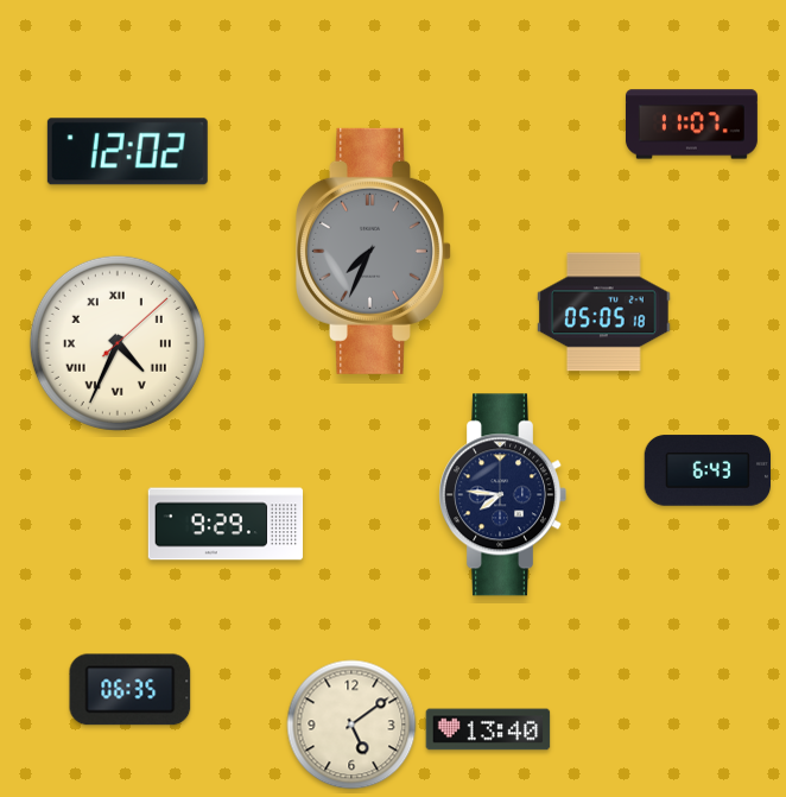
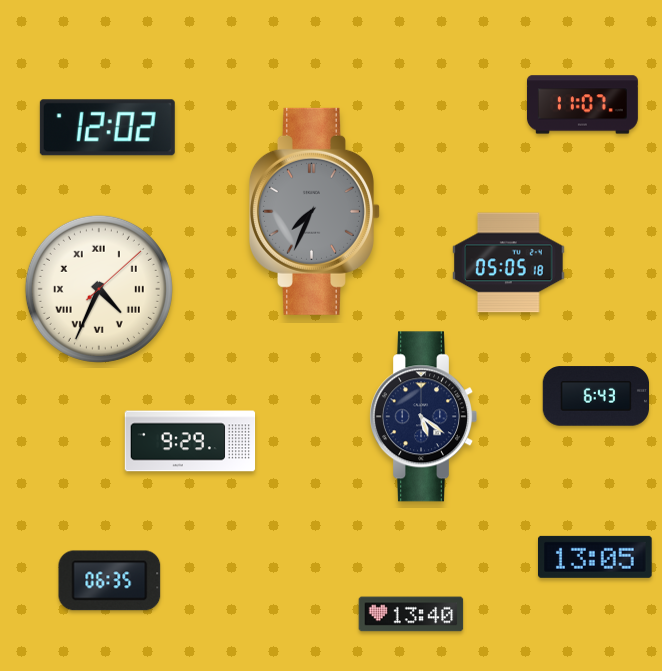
clock at (502, 495): 7:46 -> 5:21
clock at (595, 557): none -> 13:05
clock at (351, 725): 5:09 -> none
